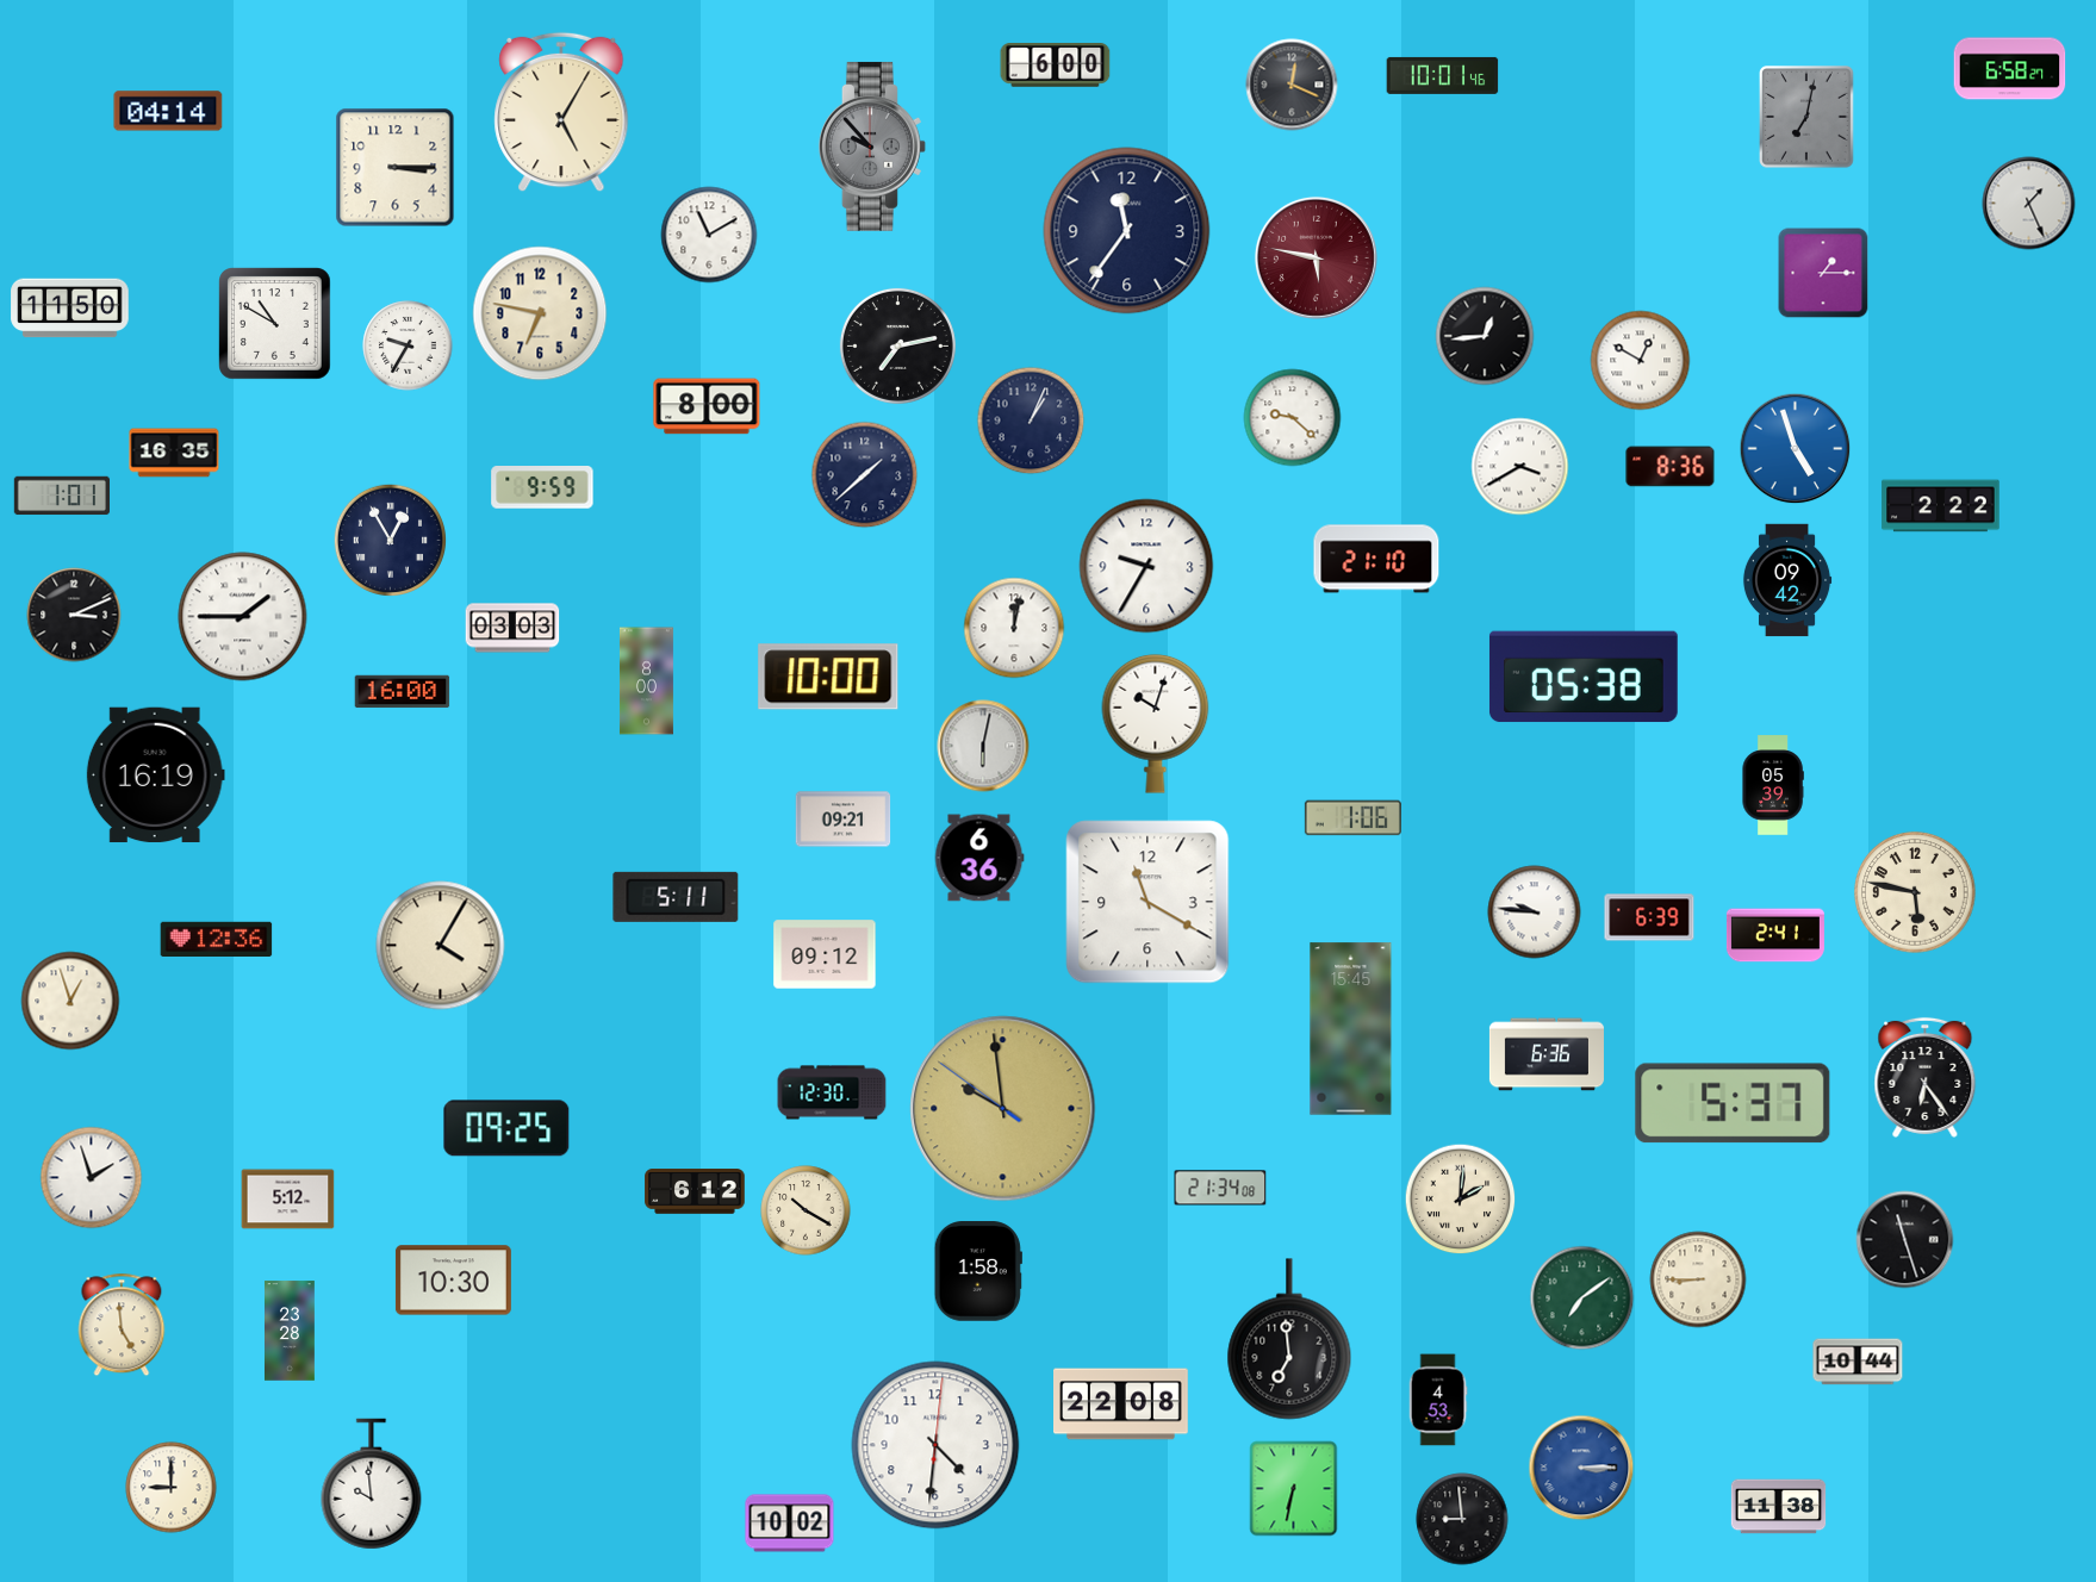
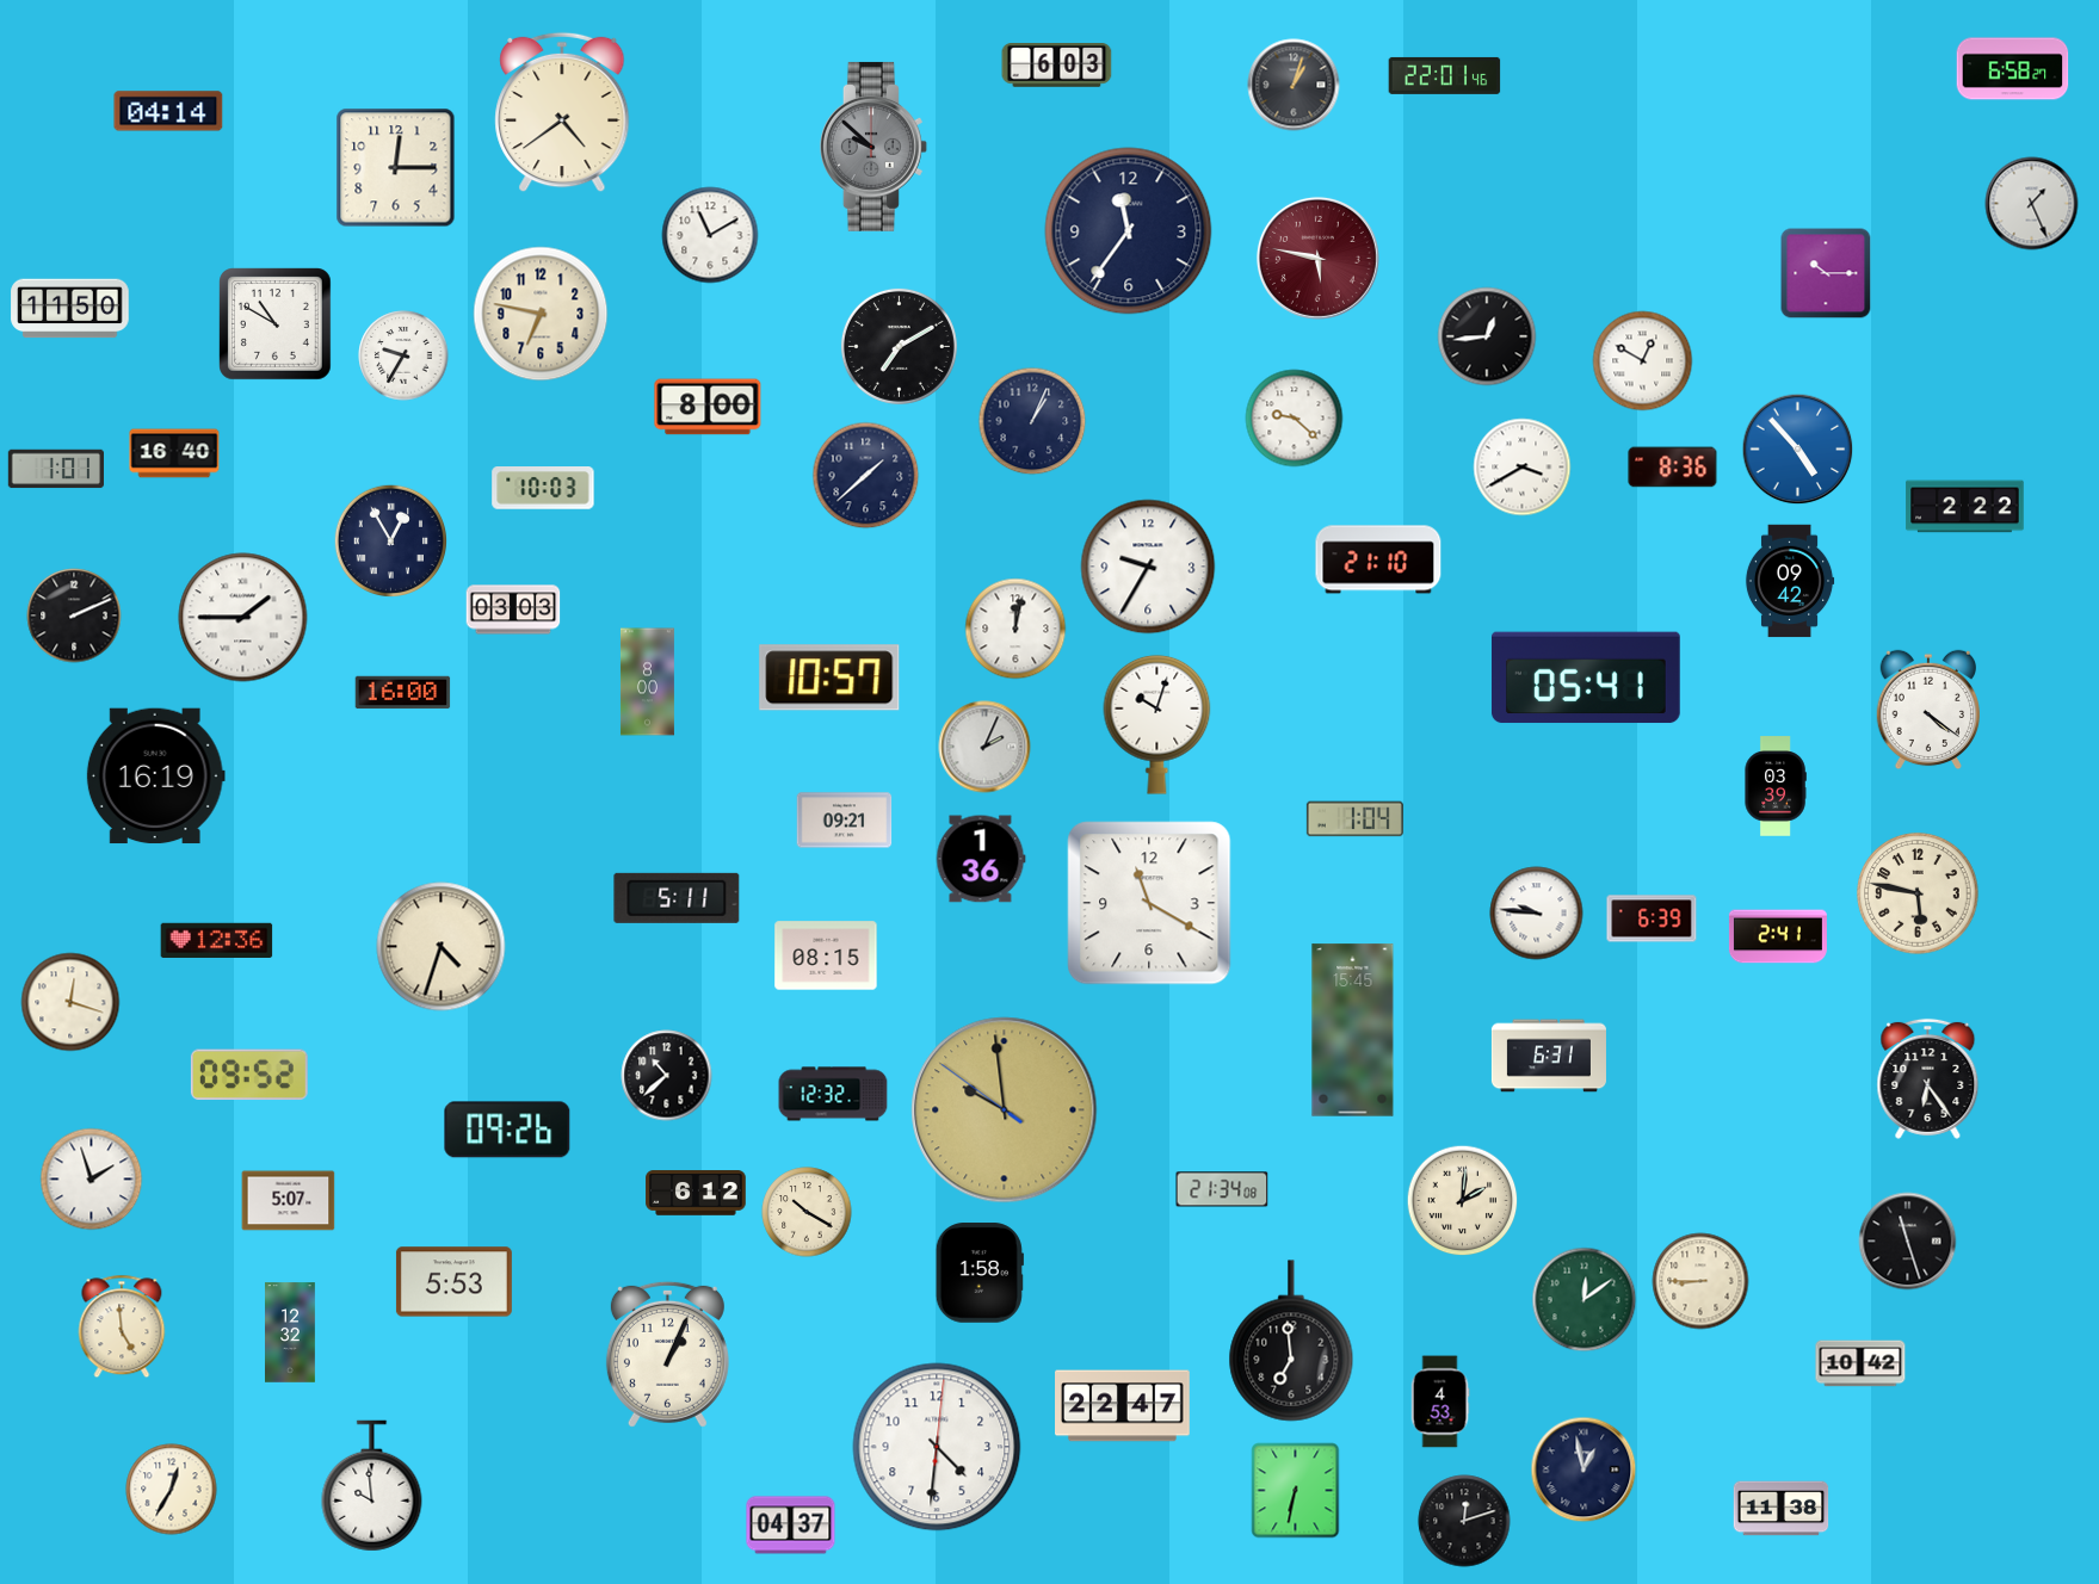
clock at (1056, 66): 6:00 -> 6:03
clock at (1443, 75): 10:01 -> 22:01
clock at (1292, 85): 12:19 -> 1:03
clock at (561, 112): 5:05 -> 4:39
clock at (1808, 117): 7:02 -> none
clock at (872, 147): 9:53 -> 9:52
clock at (396, 168): 3:15 -> 12:15
clock at (1823, 273): 1:15 -> 10:15
clock at (408, 345) position: (408, 345) -> (403, 355)
clock at (897, 345): 7:13 -> 7:10
clock at (1796, 449): 4:57 -> 4:53
clock at (174, 453): 16:35 -> 16:40
clock at (542, 487): 9:59 -> 10:03
clock at (61, 496) position: (61, 496) -> (55, 469)
clock at (1941, 506) position: (1941, 506) -> (1965, 507)
clock at (74, 615): 3:11 -> 2:11
clock at (512, 628) position: (512, 628) -> (513, 610)
clock at (828, 677): 10:00 -> 10:57
clock at (1584, 677): 05:38 -> 05:41
clock at (1927, 710): none -> 4:21
clock at (983, 746): 6:02 -> 2:04
clock at (1773, 785): 05:39 -> 03:39
clock at (1352, 818): 1:06 -> 1:04
clock at (979, 858): 6:36 -> 1:36
clock at (441, 946): 4:05 -> 4:33
clock at (825, 954): 09:12 -> 08:15
clock at (70, 1001): 12:57 -> 12:18
clock at (1547, 1054): 6:36 -> 6:31
clock at (249, 1075): none -> 09:52
clock at (667, 1076): none -> 10:38
clock at (832, 1092): 12:30 -> 12:32
clock at (1733, 1103): 5:37 -> none
clock at (506, 1128): 09:25 -> 09:26
clock at (288, 1200): 5:12 -> 5:07
clock at (453, 1281): 10:30 -> 5:53
clock at (1582, 1298): 7:09 -> 12:09
clock at (291, 1331): 23:28 -> 12:32
clock at (667, 1354): none -> 1:04
clock at (1858, 1362): 10:44 -> 10:42
clock at (1121, 1405): 22:08 -> 22:47
clock at (1581, 1468): 3:15 -> 12:58
clock at (1581, 1468) dial: blue -> navy
clock at (172, 1488): 9:00 -> 12:35
clock at (1462, 1519): 8:59 -> 12:12
clock at (790, 1524): 10:02 -> 04:37
